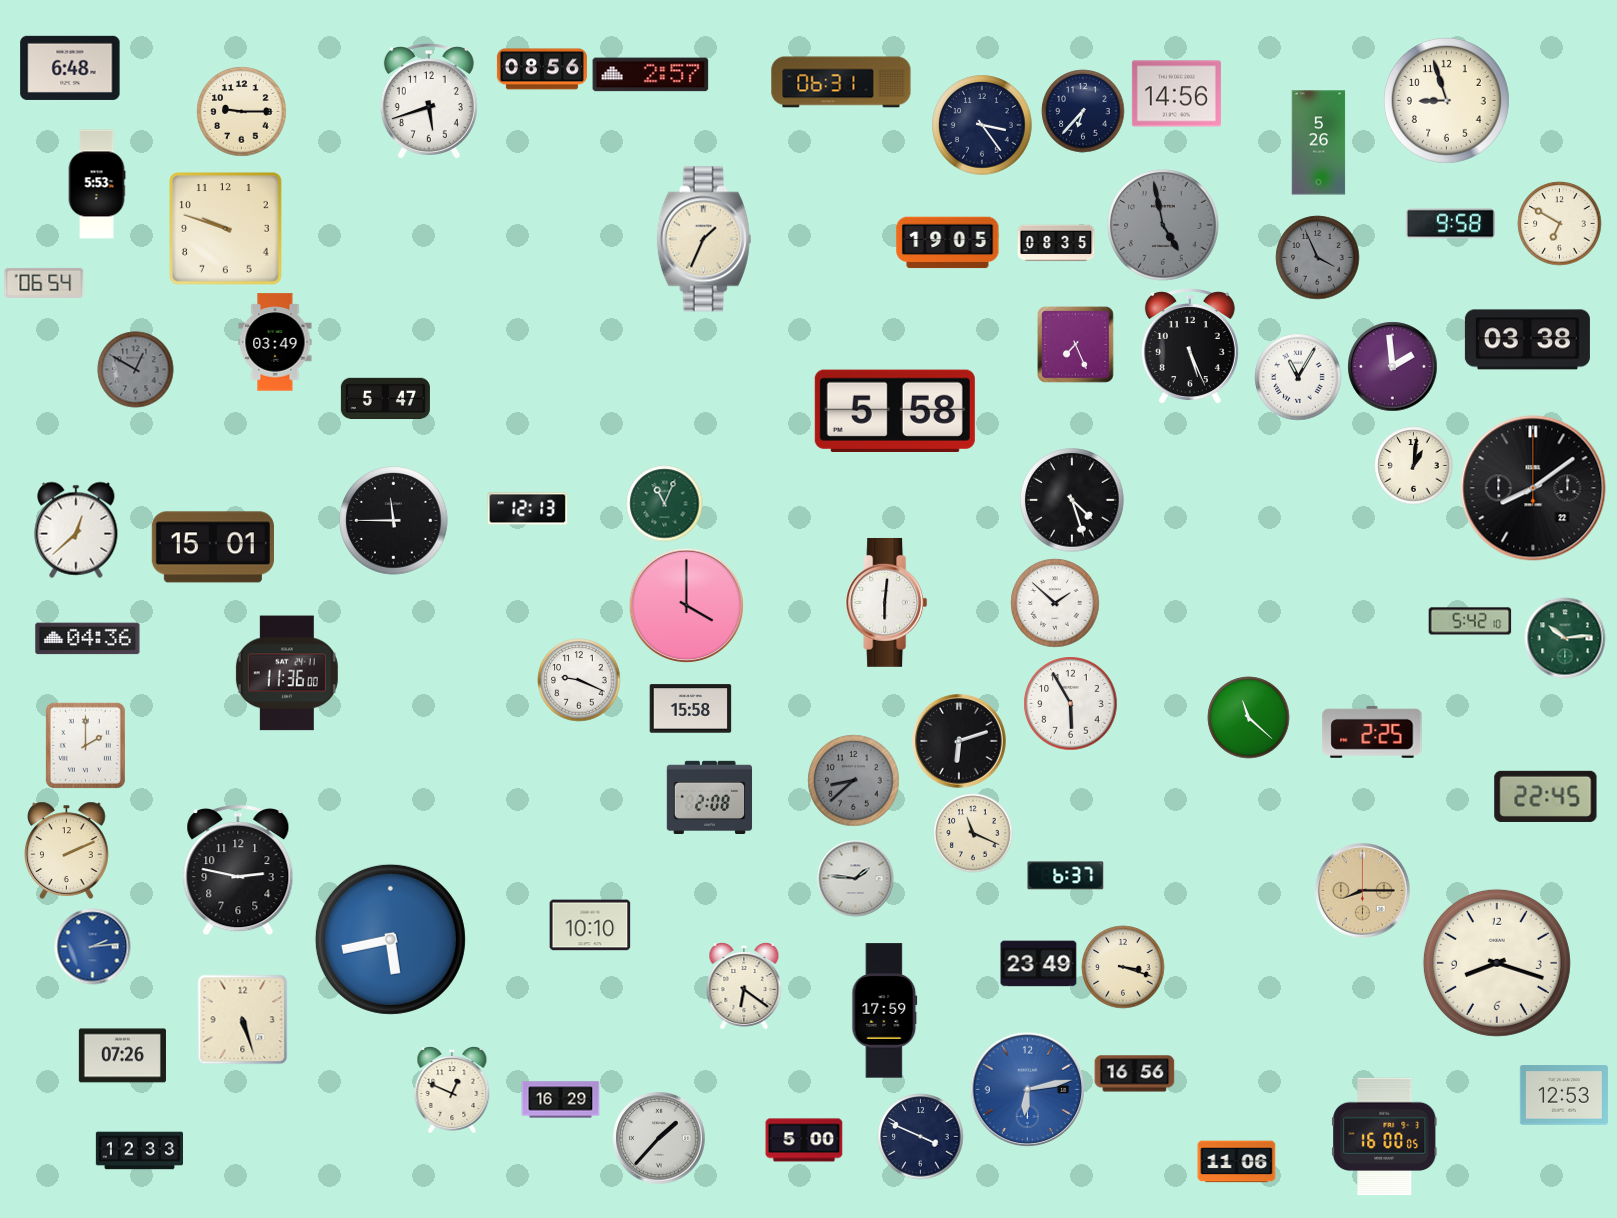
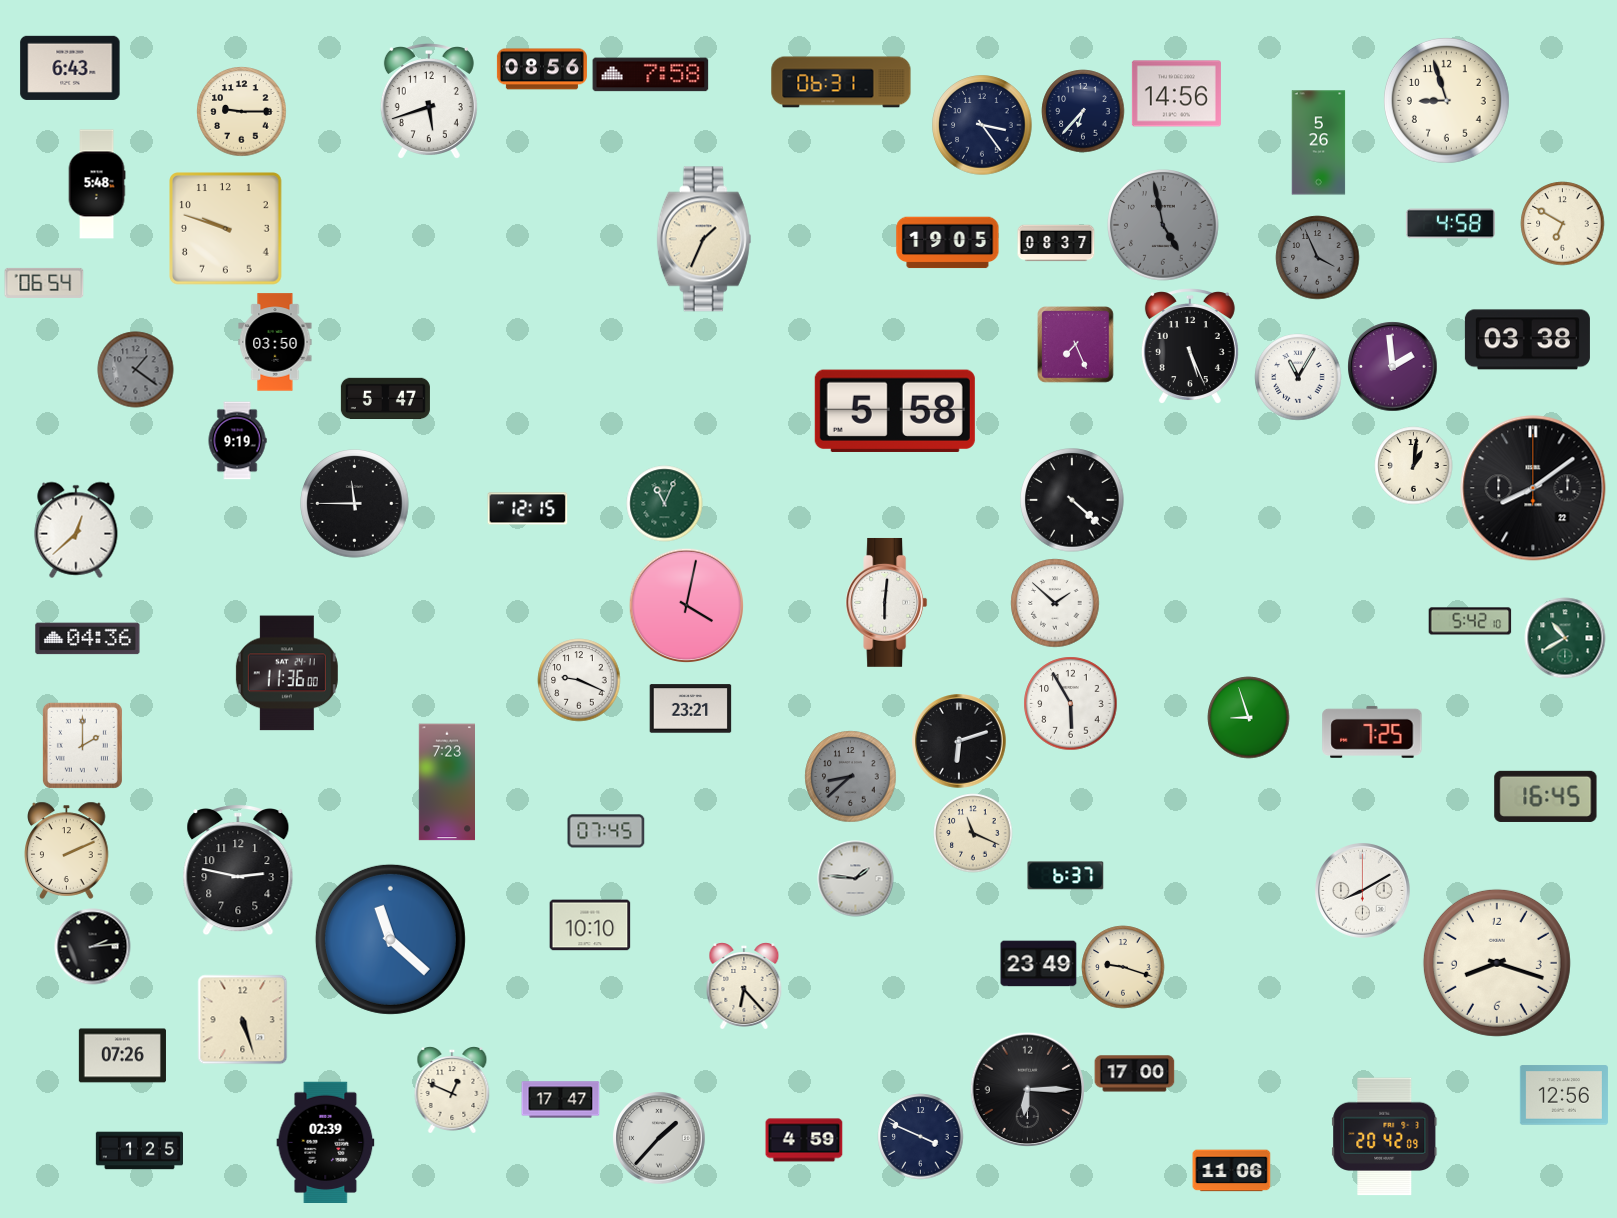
clock at (70, 68): 6:48 -> 6:43
clock at (651, 75): 2:57 -> 7:58
clock at (97, 184): 5:53 -> 5:48
clock at (1450, 224): 9:58 -> 4:58
clock at (1560, 224) position: (1560, 224) -> (1563, 224)
clock at (1056, 243): 08:35 -> 08:37
clock at (275, 342): 03:49 -> 03:50
clock at (136, 370): 12:50 -> 1:21
clock at (237, 441): none -> 9:19
clock at (1072, 500): 4:27 -> 4:22
clock at (528, 509): 12:13 -> 12:15
clock at (394, 521) position: (394, 521) -> (355, 504)
clock at (213, 547): 15:01 -> none
clock at (687, 606): 4:00 -> 4:02
clock at (1565, 638): 10:14 -> 10:40
clock at (691, 709): 15:58 -> 23:21
clock at (1249, 718): 11:22 -> 8:57
clock at (1372, 732): 2:25 -> 7:25
clock at (85, 745) position: (85, 745) -> (82, 745)
clock at (854, 781) position: (854, 781) -> (851, 777)
clock at (446, 782): none -> 7:23
clock at (1546, 796): 22:45 -> 16:45
clock at (710, 797): 2:08 -> none
clock at (606, 831): none -> 07:45
clock at (1363, 891): 8:15 -> 8:10
clock at (1363, 891) dial: champagne -> white
clock at (390, 939): 5:43 -> 11:22
clock at (93, 947) dial: blue -> black
clock at (1123, 967): 3:18 -> 9:18
clock at (744, 986): 6:21 -> 6:23
clock at (885, 1011): 17:59 -> none
clock at (1135, 1074): 16:56 -> 17:00
clock at (1028, 1090): 6:13 -> 6:15
clock at (1028, 1090) dial: blue -> black
clock at (1564, 1095): 12:53 -> 12:56
clock at (561, 1100): 16:29 -> 17:47
clock at (1385, 1137): 16:00 -> 20:42
clock at (804, 1140): 5:00 -> 4:59
clock at (326, 1142): none -> 02:39
clock at (139, 1151): 12:33 -> 1:25
clock at (1237, 1162) position: (1237, 1162) -> (1232, 1171)
